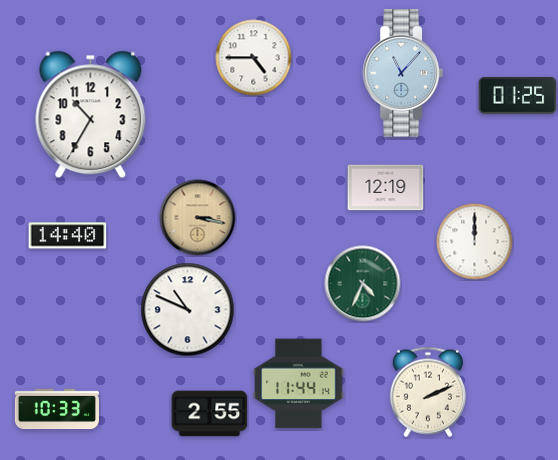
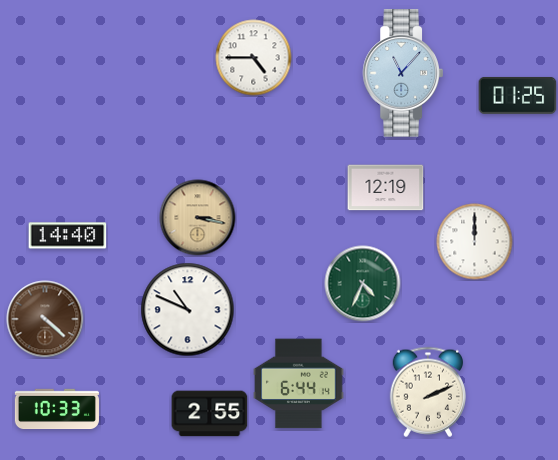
clock at (91, 115): 10:35 -> none
clock at (45, 319): none -> 4:22
clock at (299, 384): 11:44 -> 6:44
